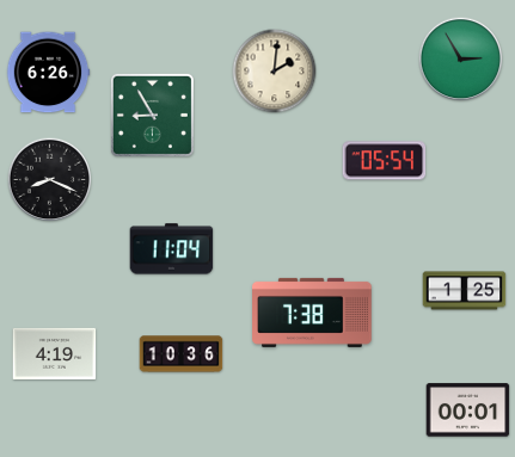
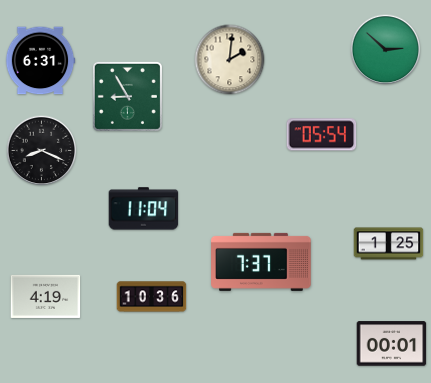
clock at (461, 60): 2:55 -> 2:52
clock at (48, 73): 6:26 -> 6:31
clock at (312, 313): 7:38 -> 7:37
